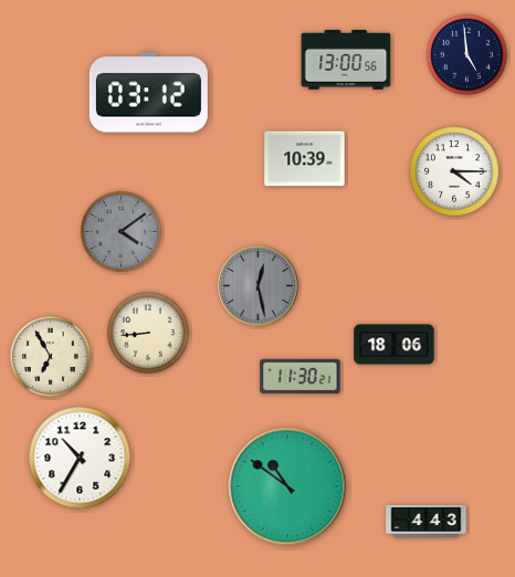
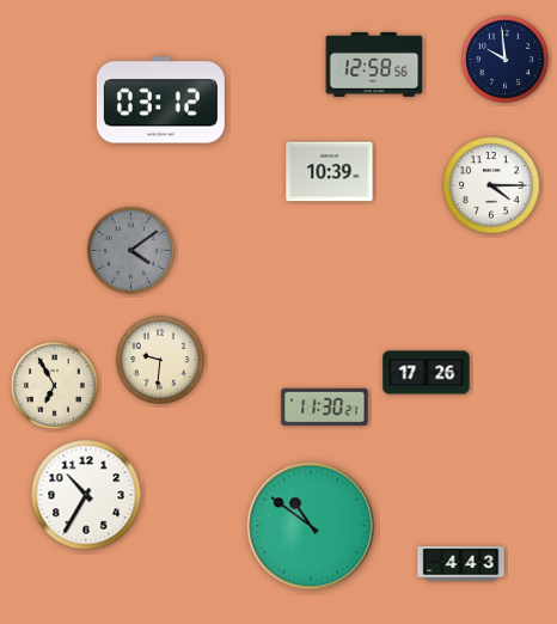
clock at (466, 54): 4:59 -> 9:59
clock at (346, 61): 13:00 -> 12:58
clock at (259, 286): 12:28 -> none
clock at (148, 333): 8:44 -> 9:31
clock at (395, 345): 18:06 -> 17:26
